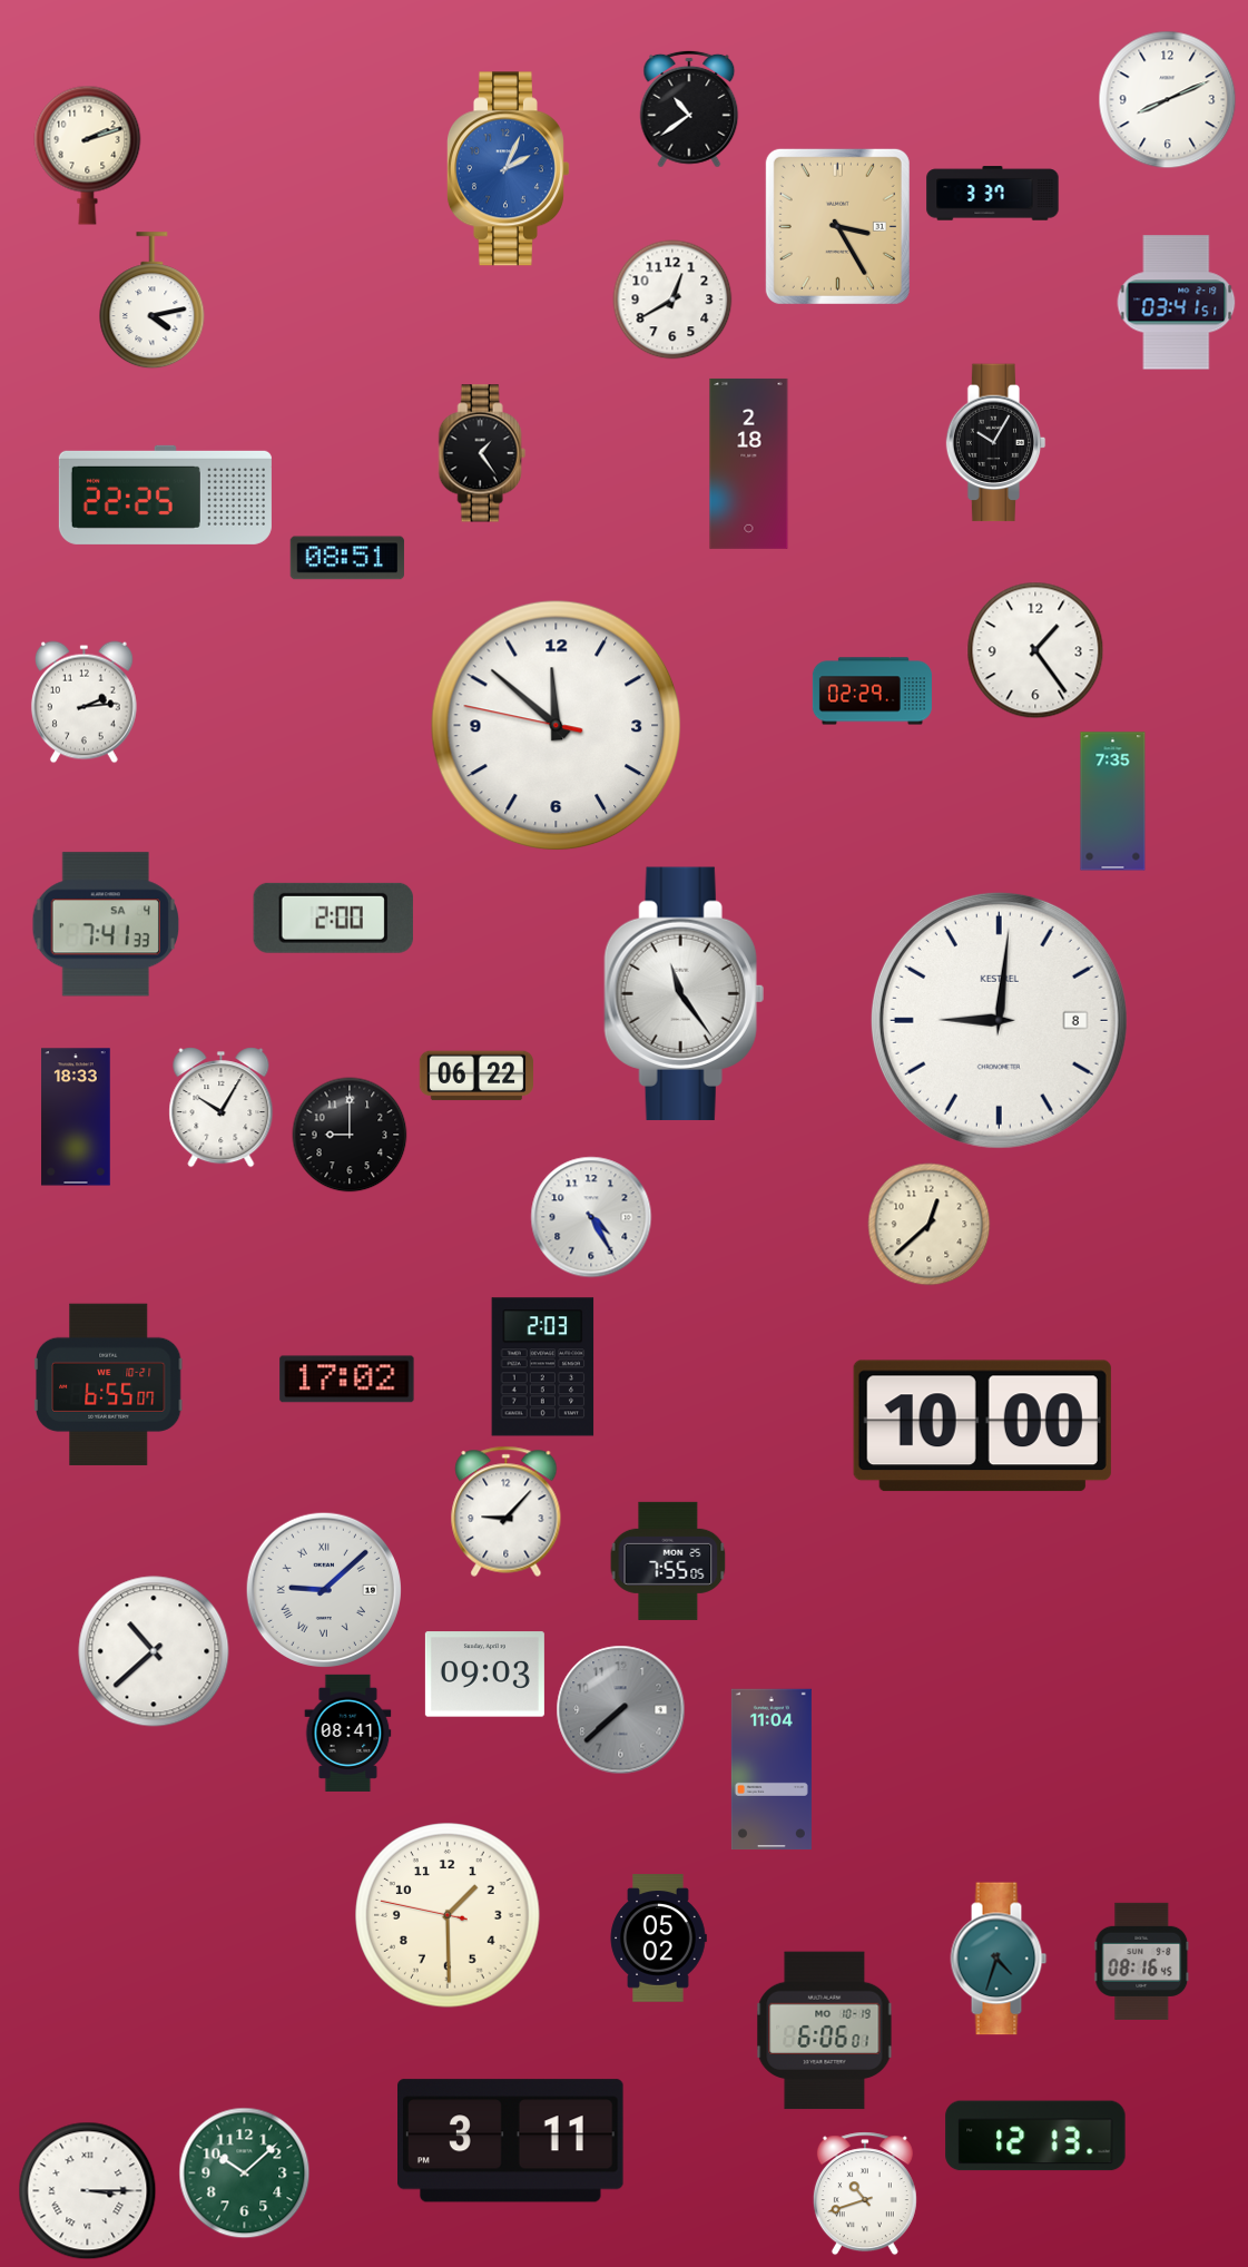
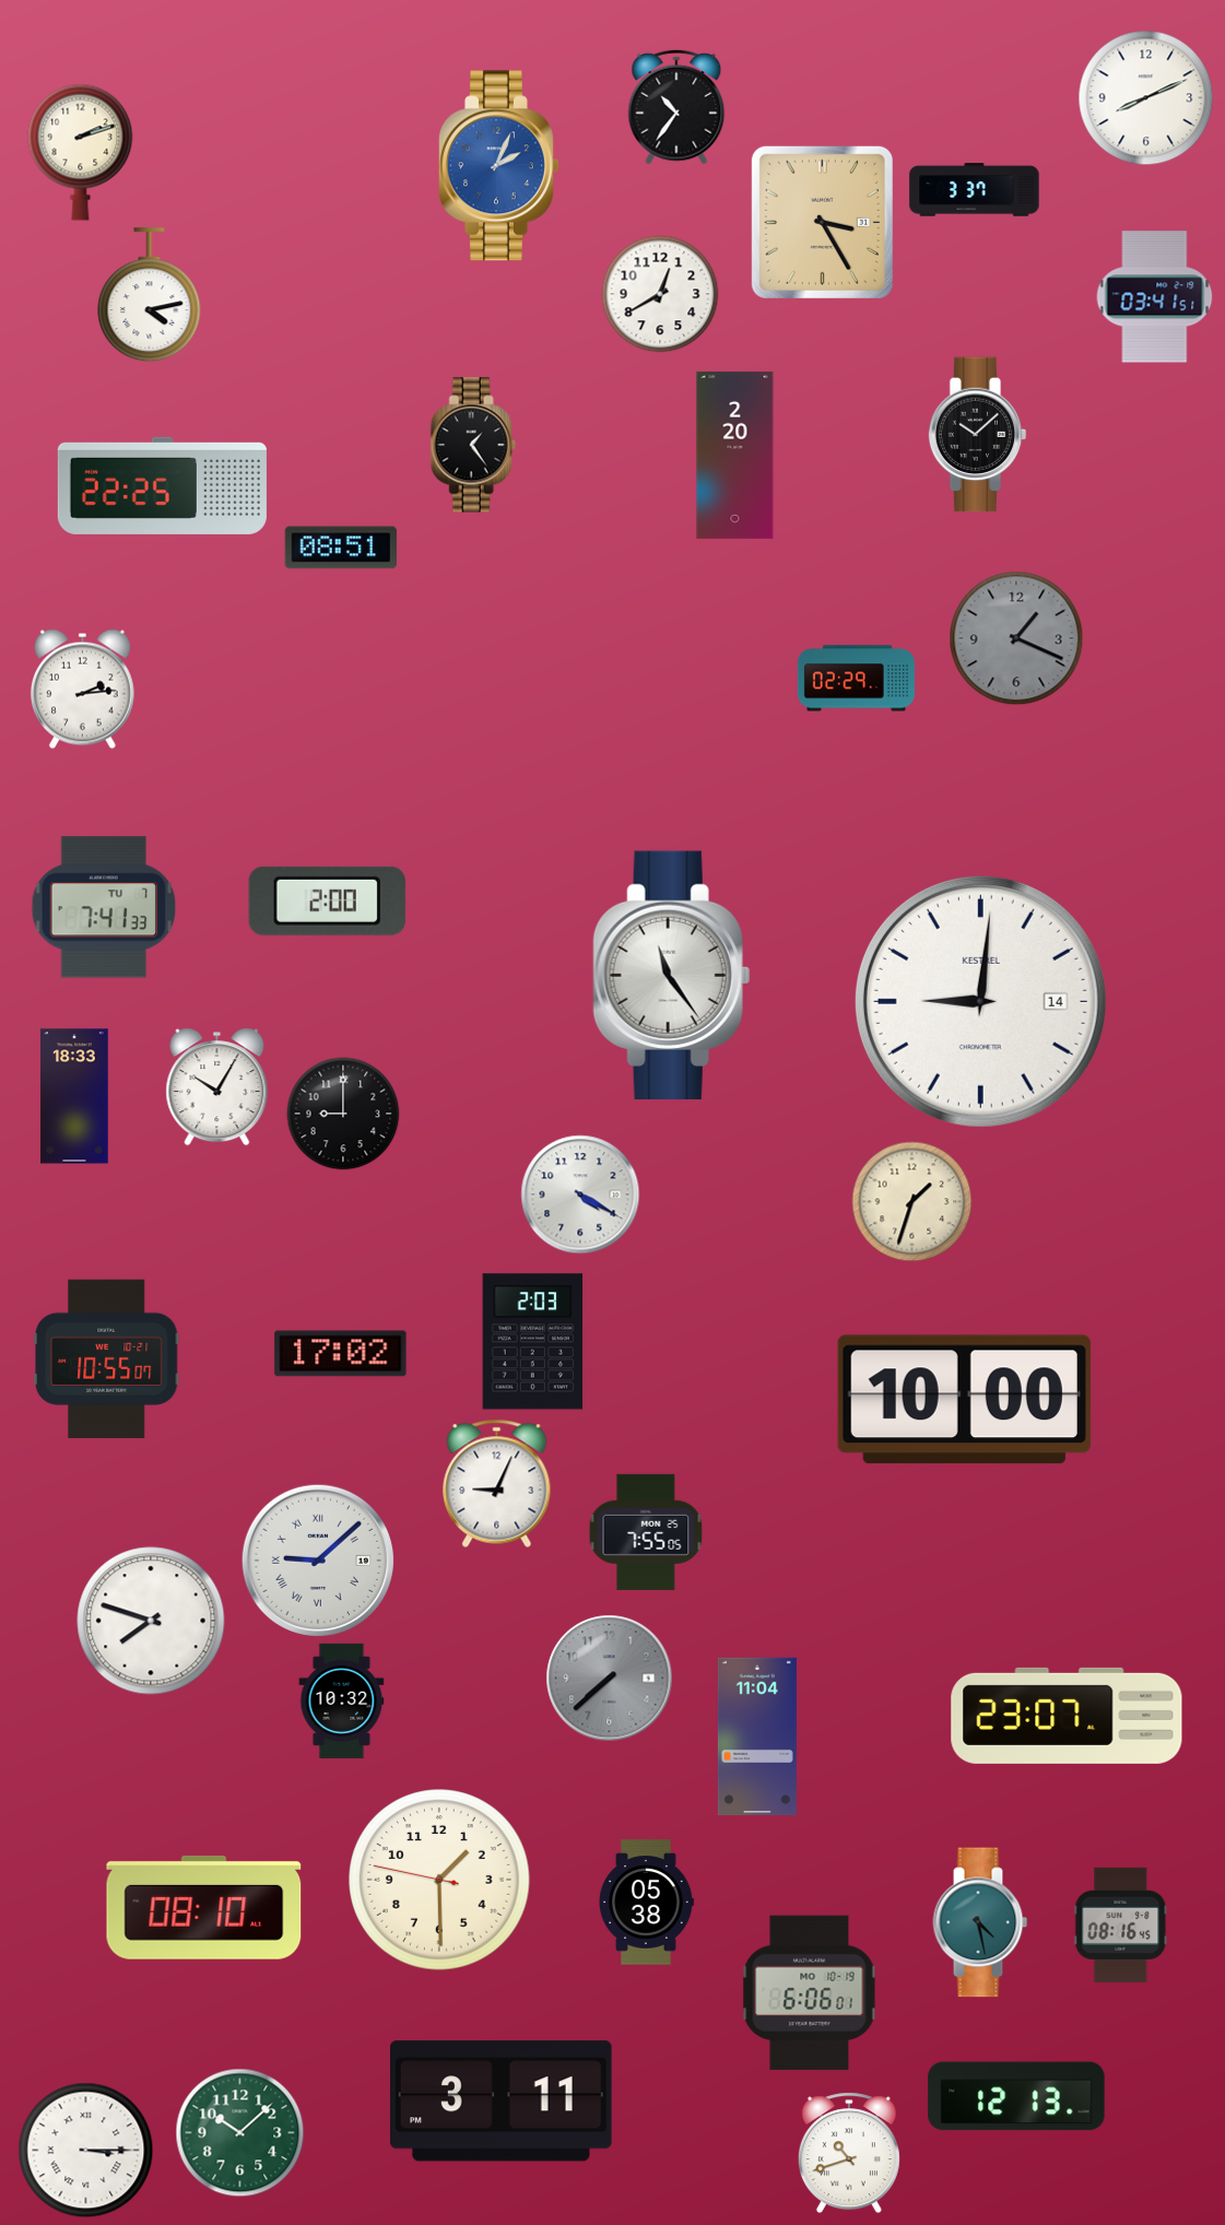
clock at (689, 109): 10:39 -> 10:36
clock at (88, 155) position: (88, 155) -> (81, 152)
clock at (996, 443): 10:05 -> 10:08
clock at (749, 463): 2:18 -> 2:20
clock at (1035, 650): 1:24 -> 1:19
clock at (1035, 650) dial: white -> grey
clock at (557, 726): 11:51 -> none
clock at (1113, 802): 7:35 -> none
clock at (105, 924) date: SA 4 -> TU 7
clock at (999, 1020) date: 8 -> 14
clock at (475, 1076): 06:22 -> none
clock at (591, 1217): 4:25 -> 4:20
clock at (930, 1225): 12:38 -> 1:33
clock at (108, 1384): 6:55 -> 10:55
clock at (507, 1511): 9:07 -> 9:04
clock at (668, 1561) position: (668, 1561) -> (646, 1532)
clock at (154, 1651): 10:38 -> 7:48
clock at (484, 1675): 09:03 -> none
clock at (348, 1733): 08:41 -> 10:32
clock at (1067, 1716): none -> 23:07
clock at (658, 1939): 05:02 -> 05:38
clock at (204, 1907): none -> 08:10
clock at (999, 1959): 4:33 -> 4:28
